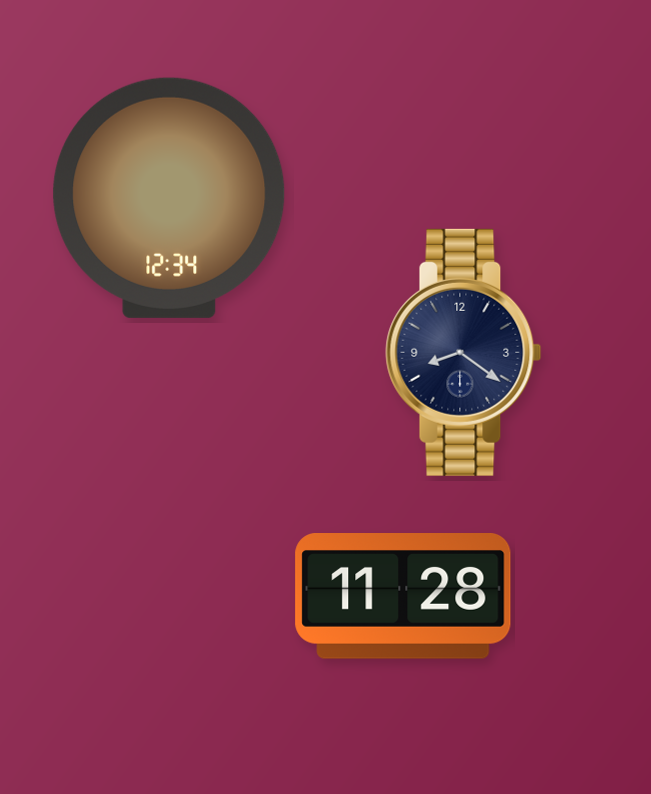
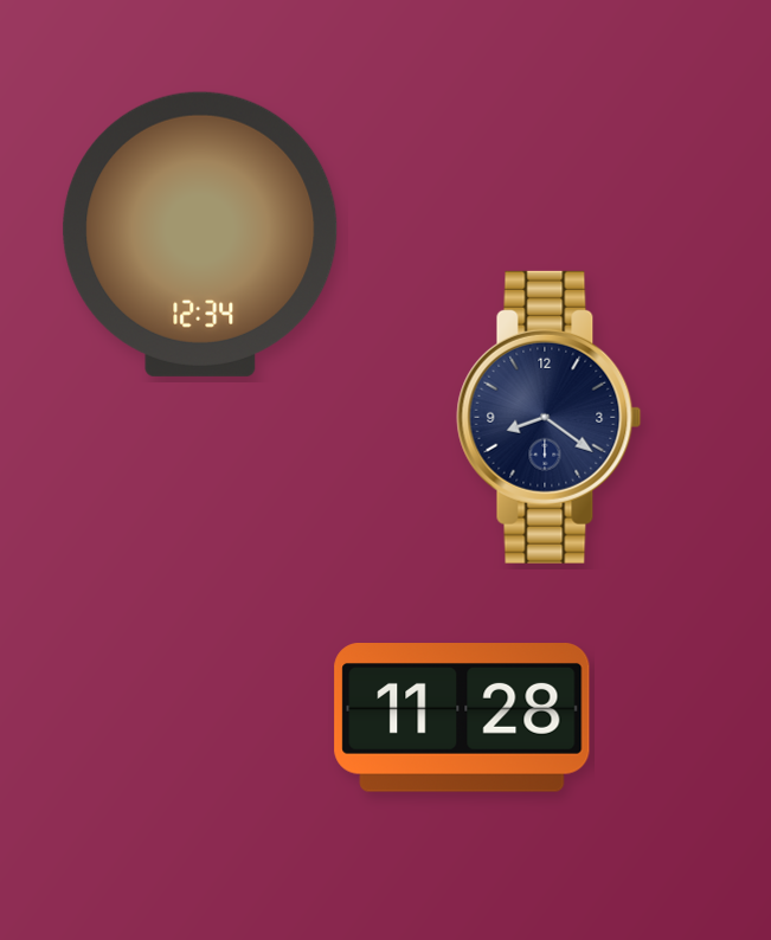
clock at (403, 597) position: (403, 597) -> (462, 719)
